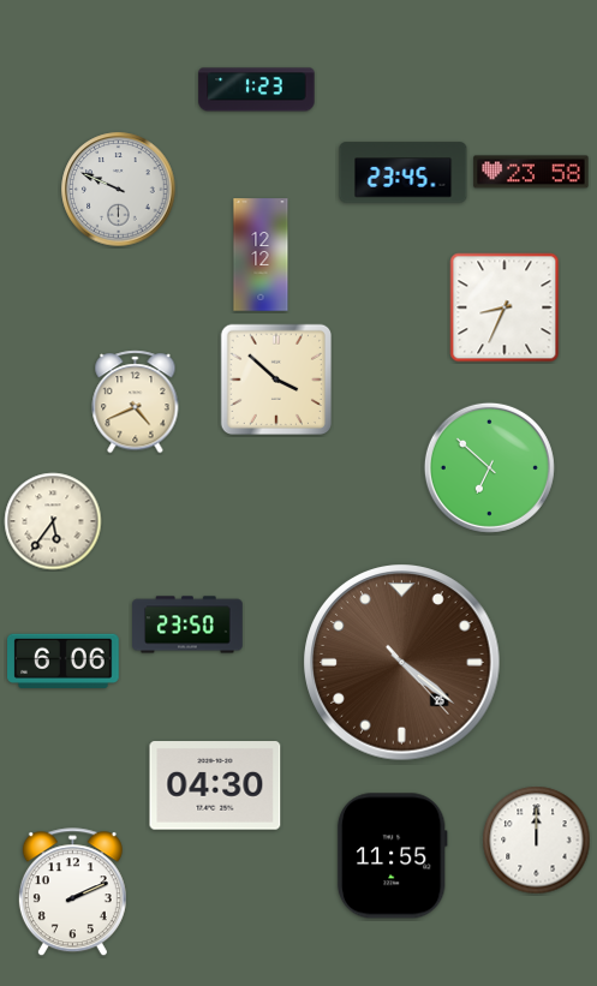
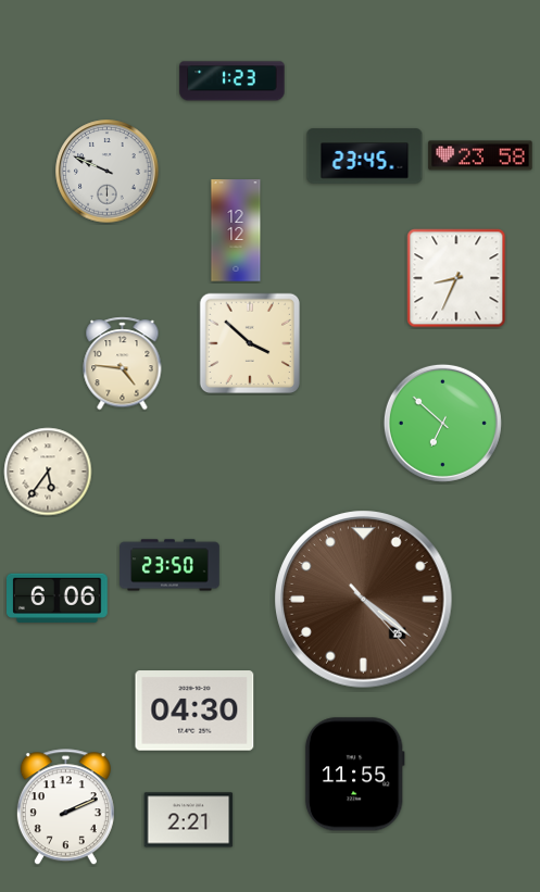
clock at (136, 402): 4:41 -> 4:46
clock at (537, 841): 12:00 -> none
clock at (189, 820): none -> 2:21
